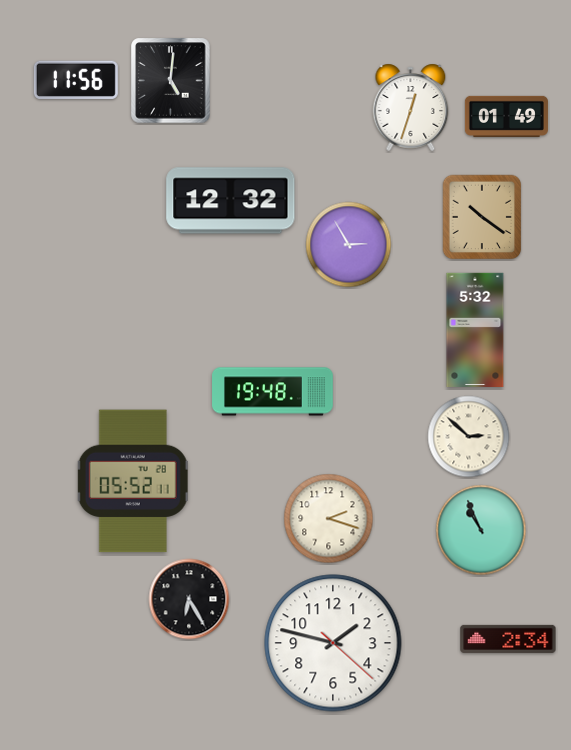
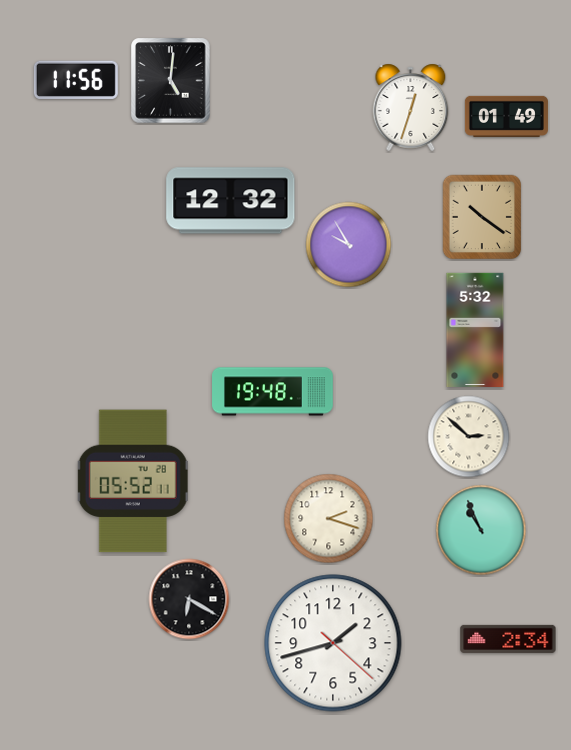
clock at (349, 245): 2:55 -> 9:55
clock at (189, 599): 6:25 -> 6:20
clock at (333, 643): 1:47 -> 1:42
